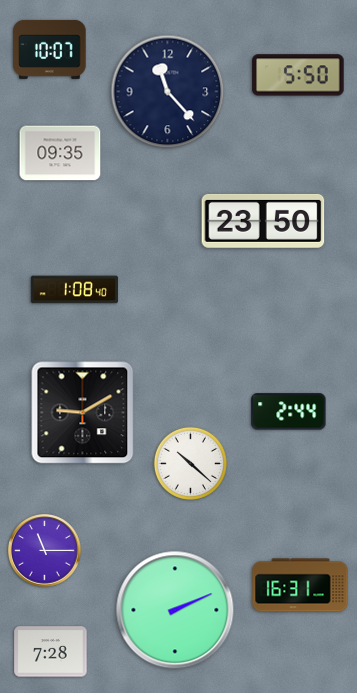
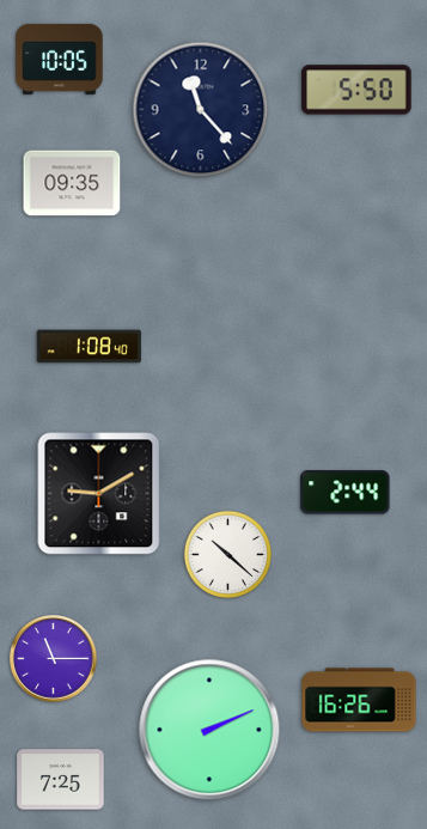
clock at (50, 49): 10:07 -> 10:05
clock at (263, 221): 23:50 -> none
clock at (300, 585): 16:31 -> 16:26
clock at (51, 652): 7:28 -> 7:25
